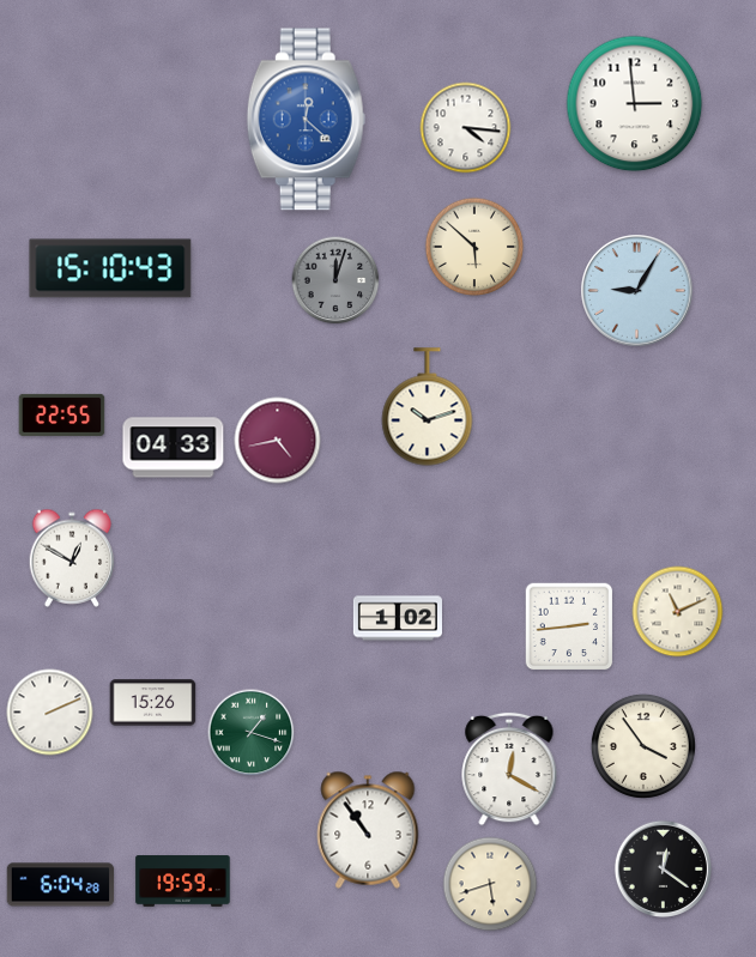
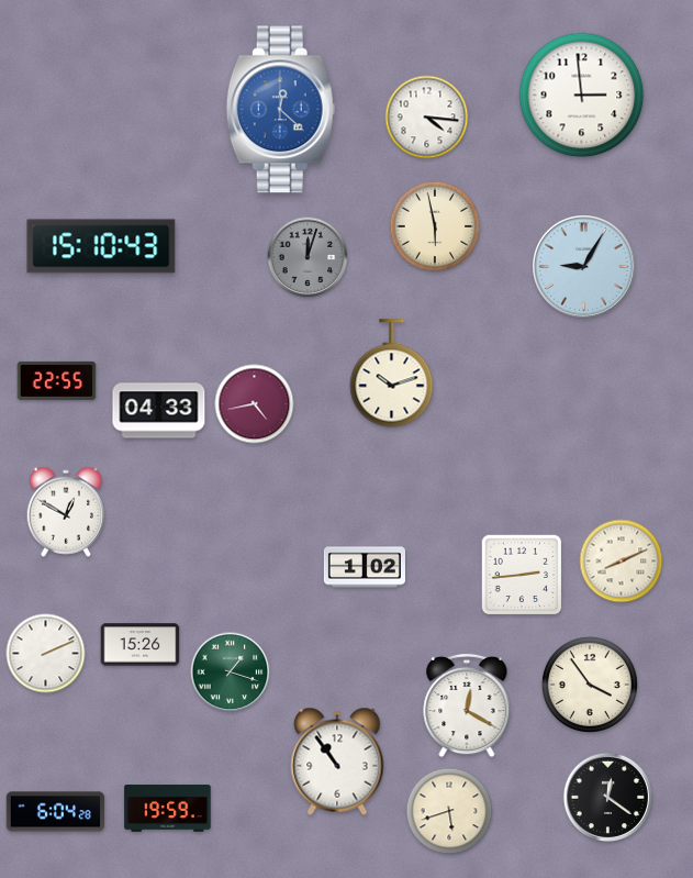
clock at (474, 247): 5:52 -> 5:58
clock at (678, 612): 11:11 -> 8:11
